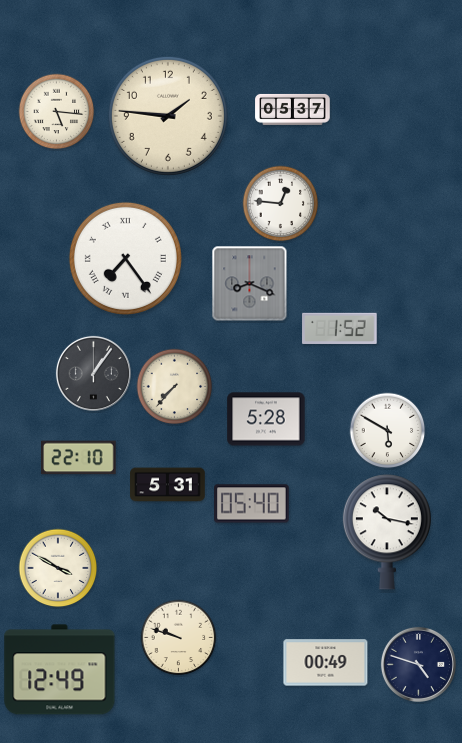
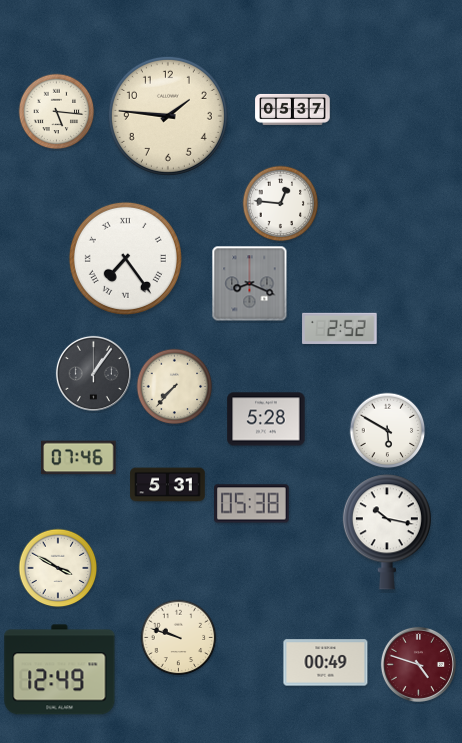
clock at (340, 328): 1:52 -> 2:52
clock at (79, 458): 22:10 -> 07:46
clock at (252, 504): 05:40 -> 05:38
clock at (418, 664) dial: navy -> burgundy
